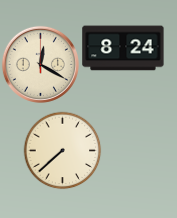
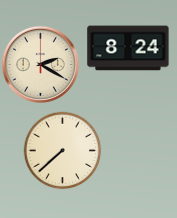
clock at (123, 48) position: (123, 48) -> (128, 48)
clock at (40, 64): 12:20 -> 2:20
